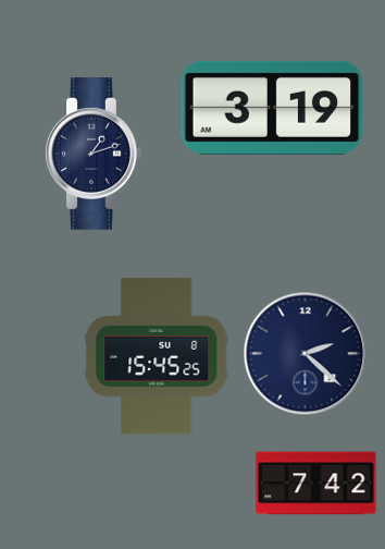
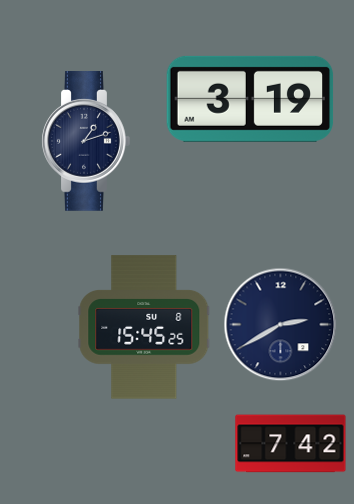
clock at (306, 354): 2:22 -> 2:40
